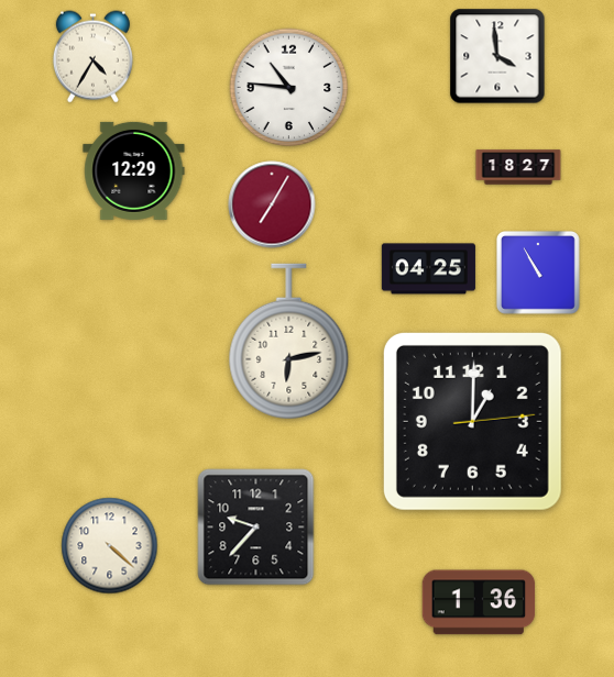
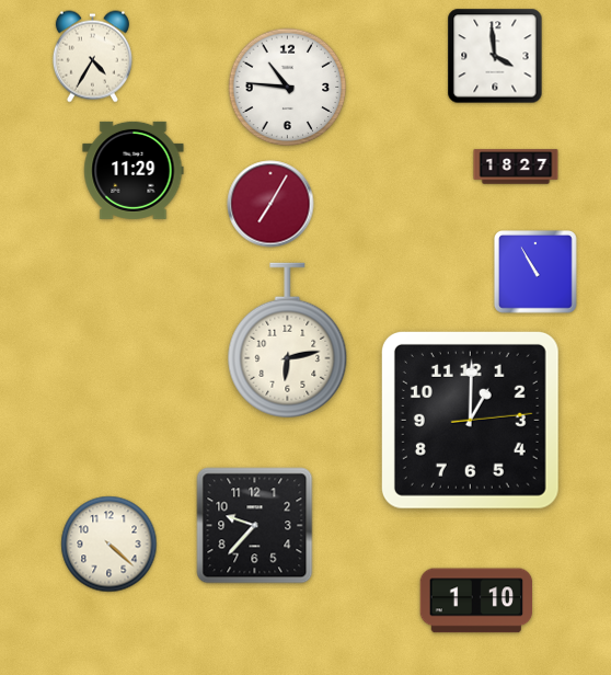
clock at (134, 170): 12:29 -> 11:29
clock at (428, 269): 04:25 -> none
clock at (479, 602): 1:36 -> 1:10
